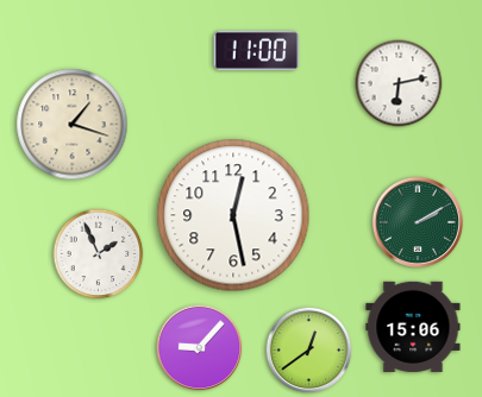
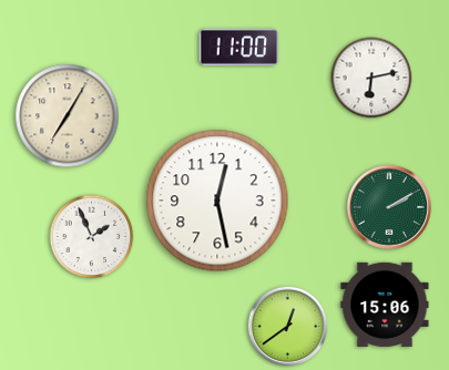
clock at (73, 125): 1:18 -> 7:05
clock at (200, 348): 9:07 -> none
